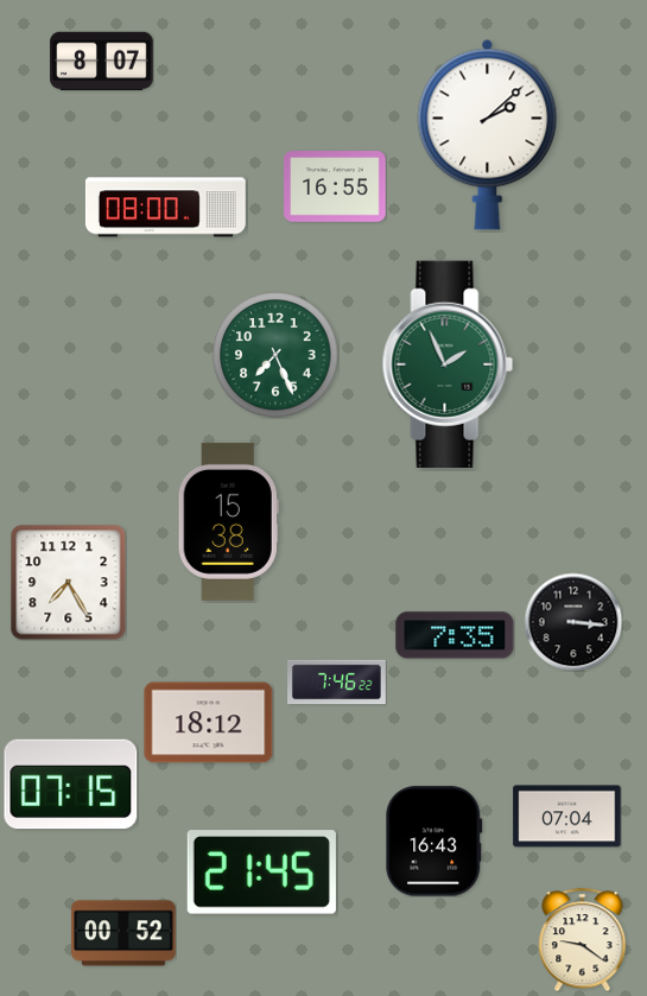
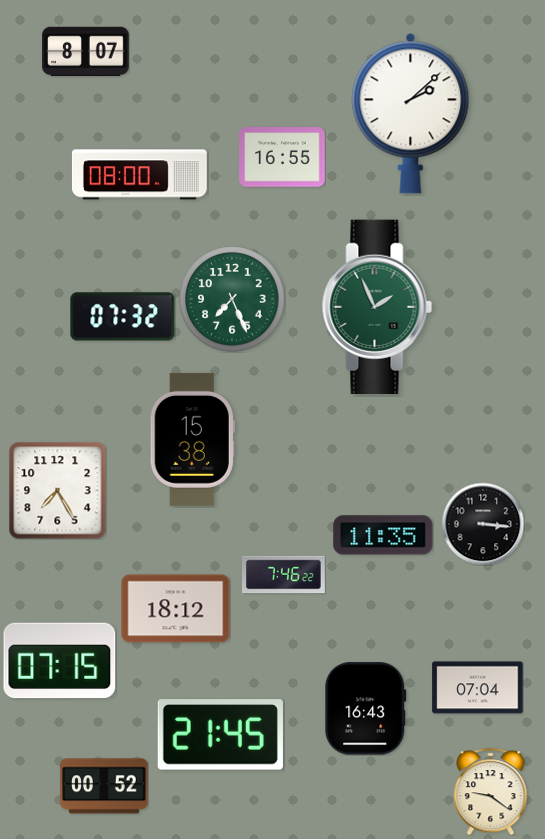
clock at (123, 317): none -> 07:32
clock at (455, 635): 7:35 -> 11:35
